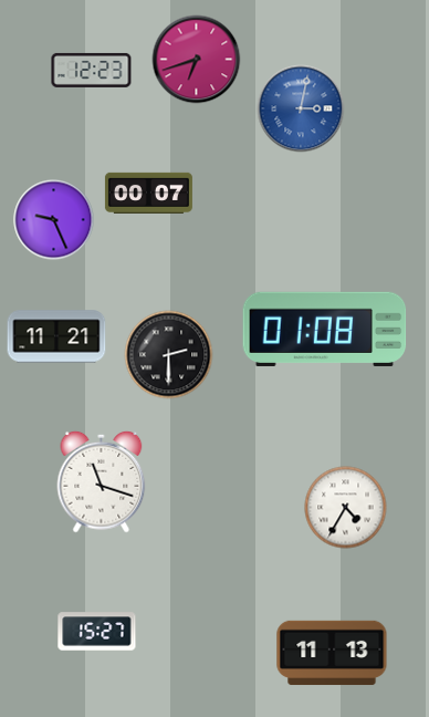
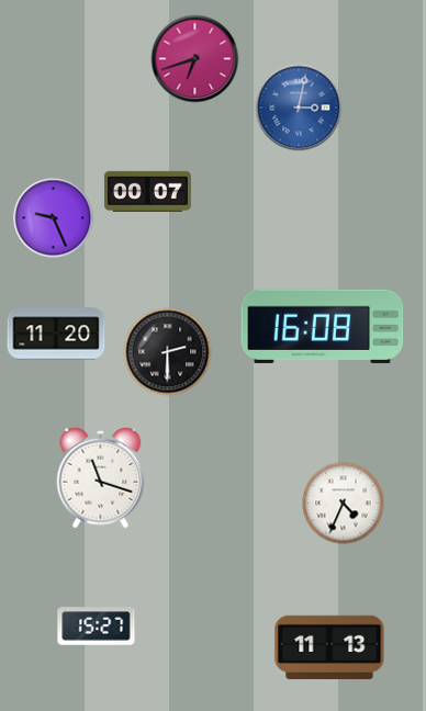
clock at (92, 70): 12:23 -> none
clock at (325, 329): 01:08 -> 16:08
clock at (56, 336): 11:21 -> 11:20
clock at (346, 508): 4:35 -> 4:34
